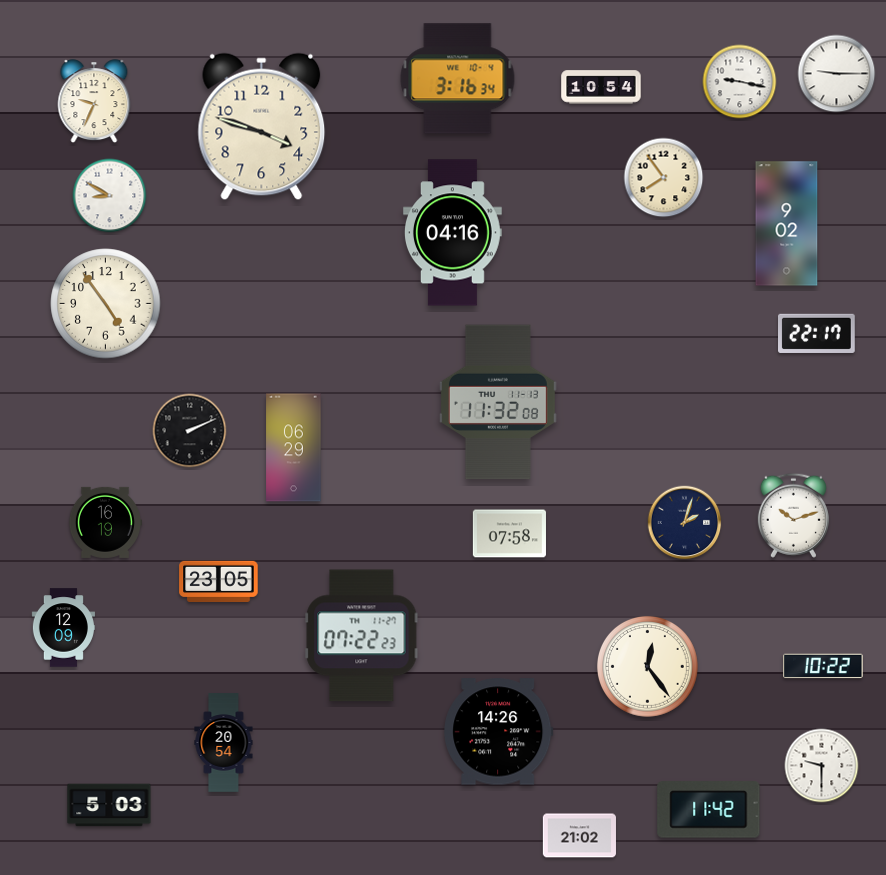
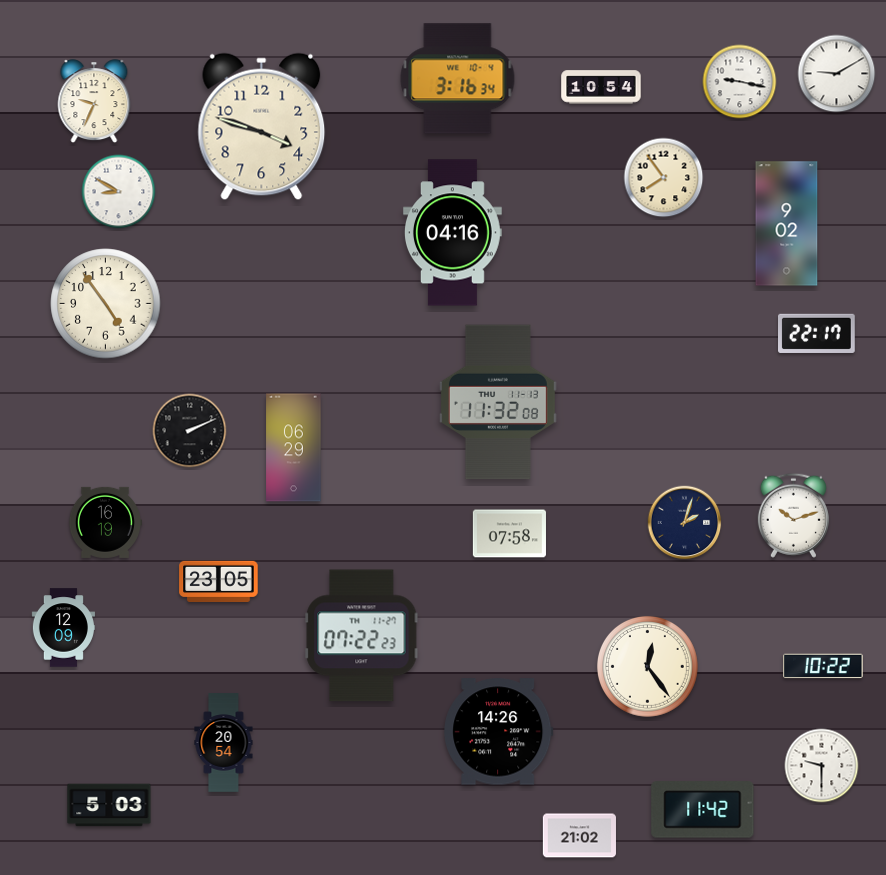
clock at (837, 74): 9:15 -> 9:10
clock at (110, 196) position: (110, 196) -> (119, 192)
clock at (709, 810) position: (709, 810) -> (703, 810)
